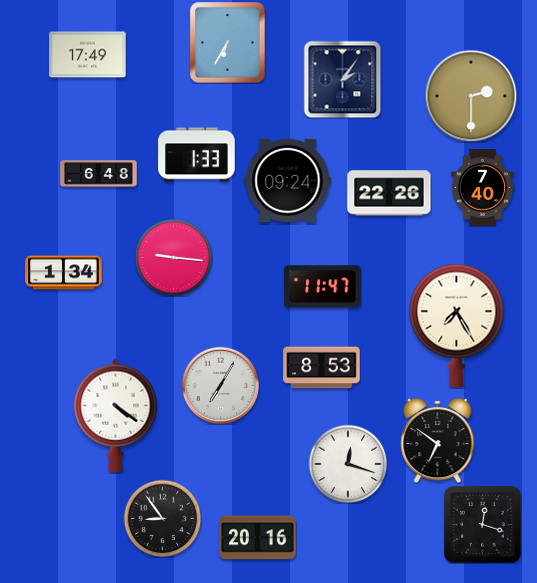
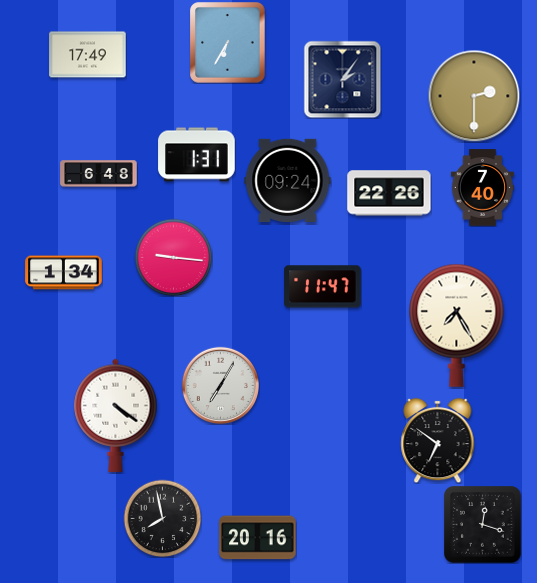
clock at (471, 96) position: (471, 96) -> (474, 96)
clock at (197, 155): 1:33 -> 1:31
clock at (322, 368): 8:53 -> none
clock at (348, 464): 12:18 -> none
clock at (162, 518): 8:54 -> 7:58
